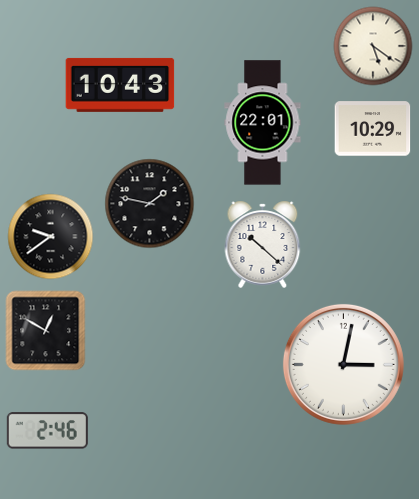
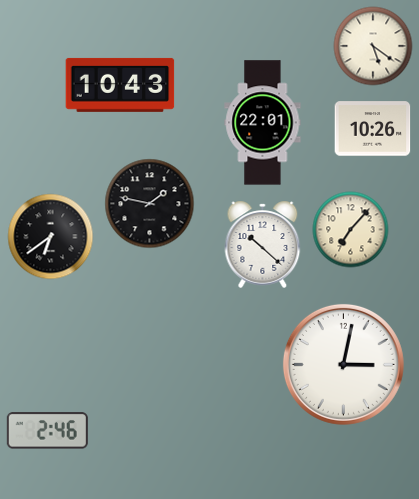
clock at (373, 129): 10:29 -> 10:26
clock at (351, 230): none -> 7:07
clock at (51, 237): 9:39 -> 6:39
clock at (46, 331): 12:50 -> none
